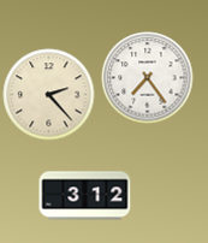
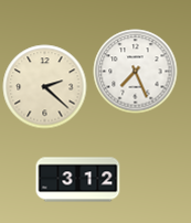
clock at (148, 78): 7:24 -> 7:26
clock at (49, 95): 2:23 -> 2:22
